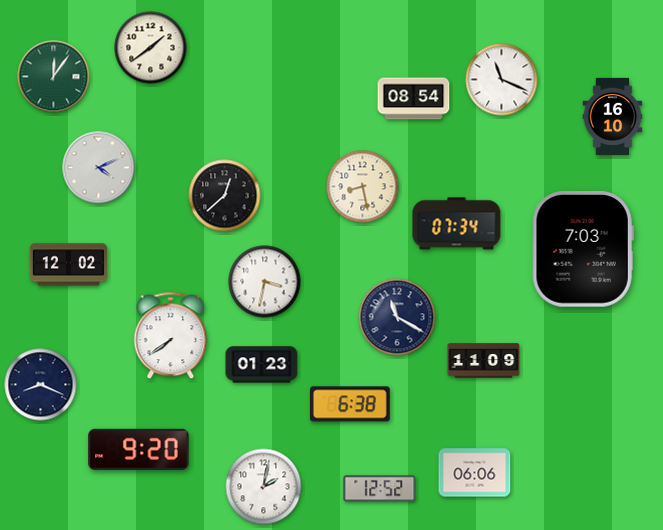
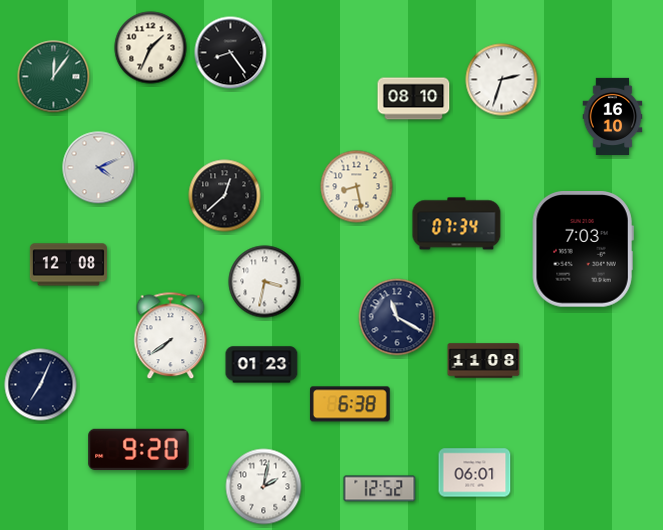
clock at (151, 48): 1:39 -> 1:34
clock at (231, 53): none -> 8:24
clock at (502, 80): 11:19 -> 2:33
clock at (414, 99): 08:54 -> 08:10
clock at (363, 187) position: (363, 187) -> (357, 187)
clock at (68, 265): 12:02 -> 12:08
clock at (484, 361): 11:09 -> 11:08
clock at (41, 385): 8:19 -> 7:04
clock at (475, 473): 06:06 -> 06:01
